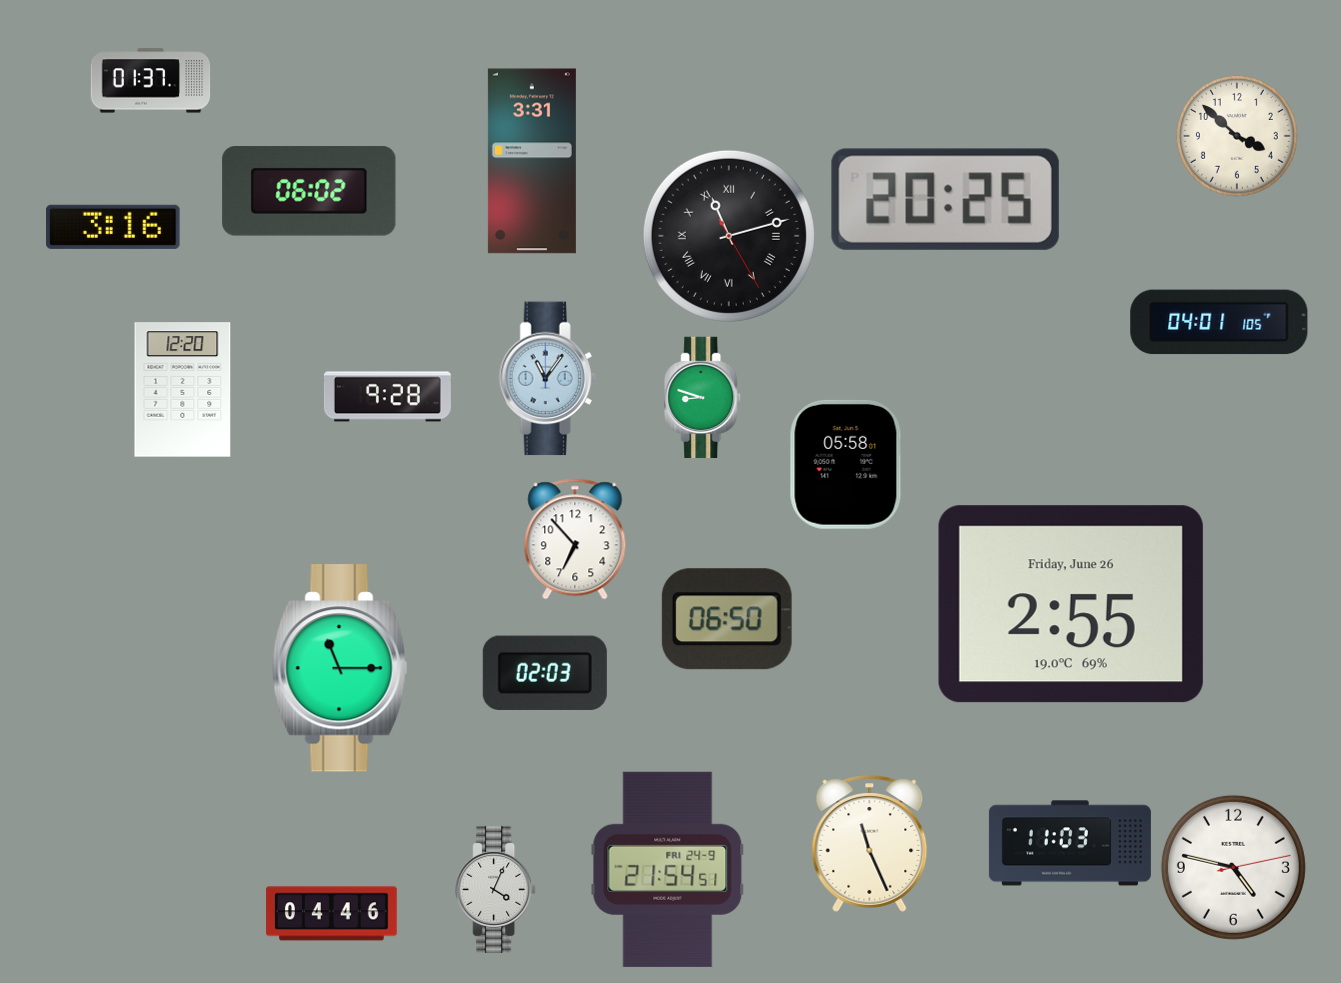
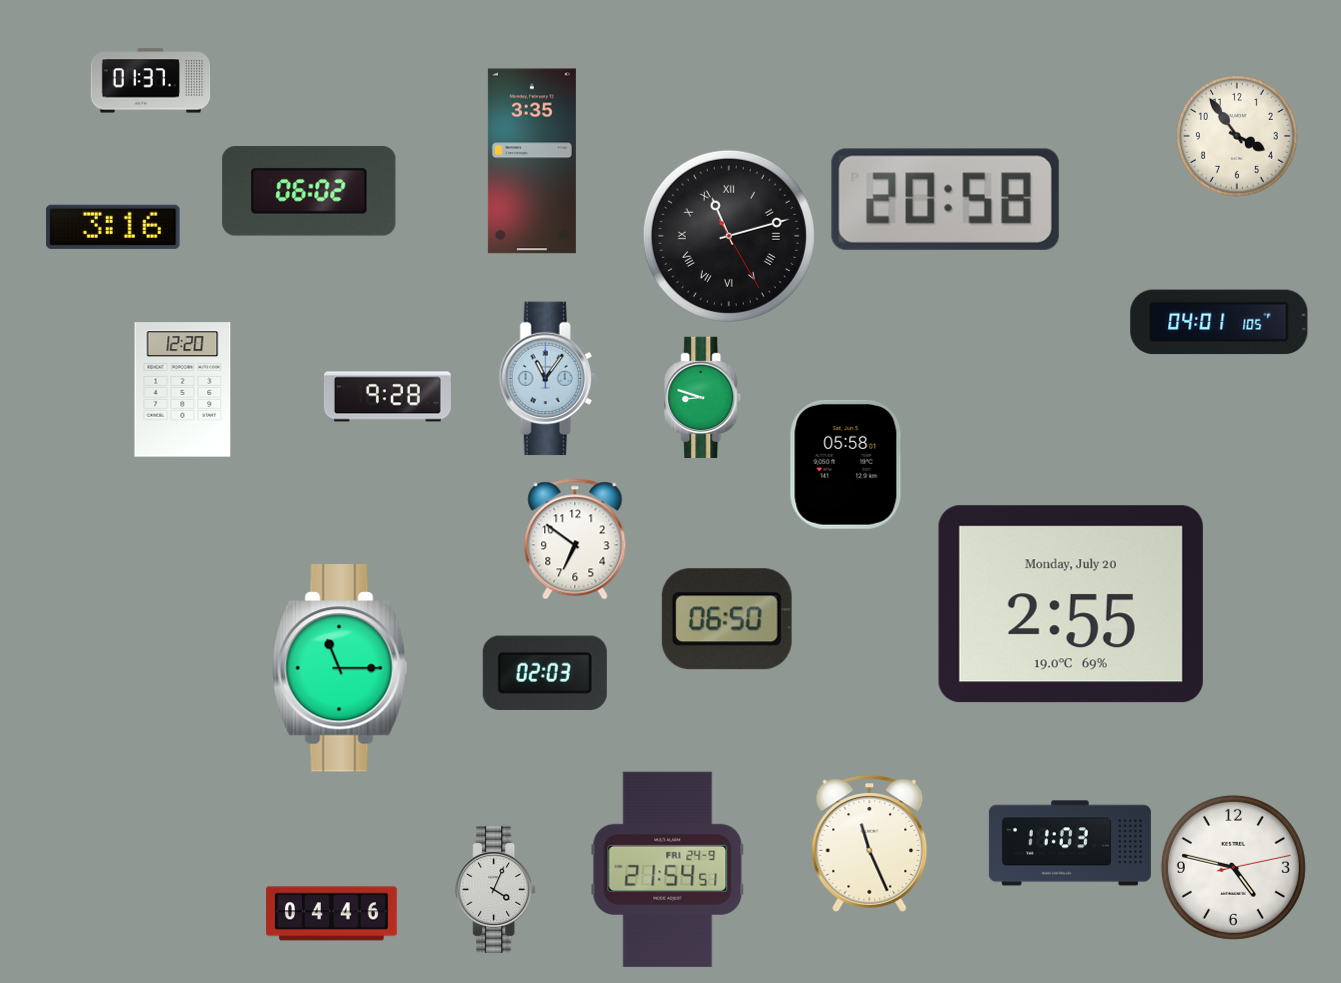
clock at (1237, 136): 3:52 -> 3:54
clock at (532, 161): 3:31 -> 3:35
clock at (945, 199): 20:25 -> 20:58
clock at (575, 539): 6:53 -> 6:51
clock at (1071, 604) date: Friday, June 26 -> Monday, July 20
